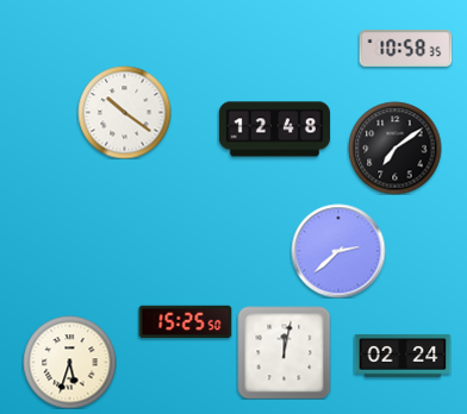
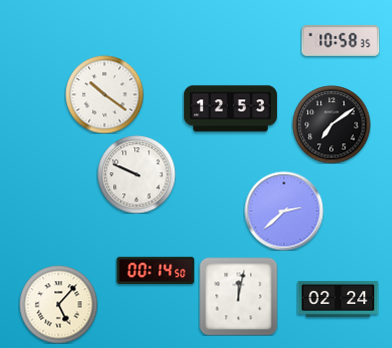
clock at (274, 130): 12:48 -> 12:53
clock at (136, 174): none -> 9:49
clock at (185, 322): 15:25 -> 00:14
clock at (69, 362): 5:33 -> 5:07
